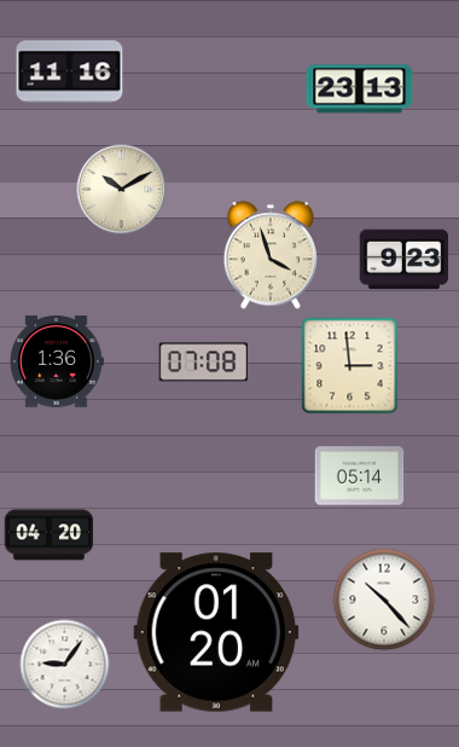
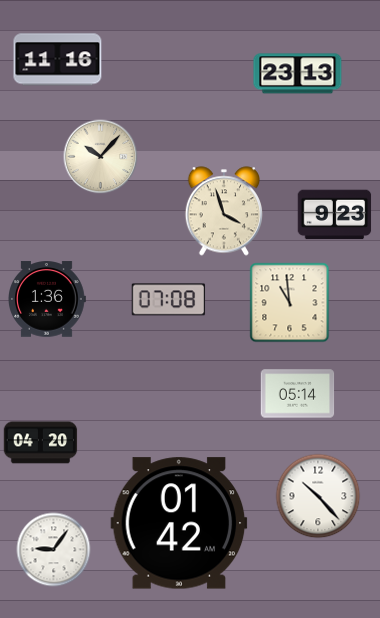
clock at (122, 190): 10:10 -> 10:07
clock at (350, 366): 2:59 -> 10:59
clock at (216, 632): 01:20 -> 01:42
